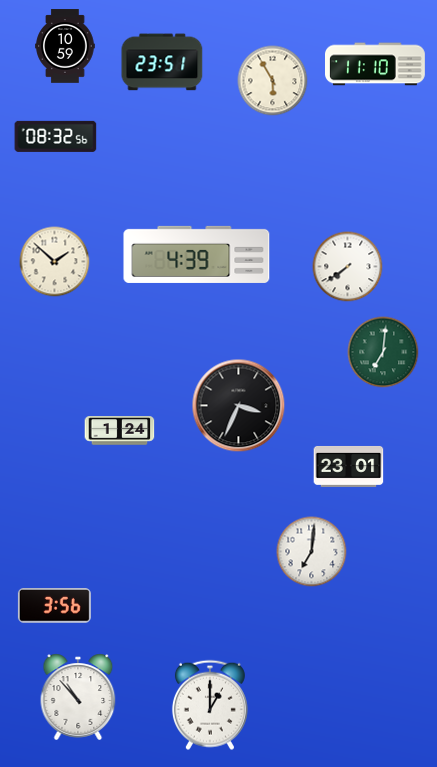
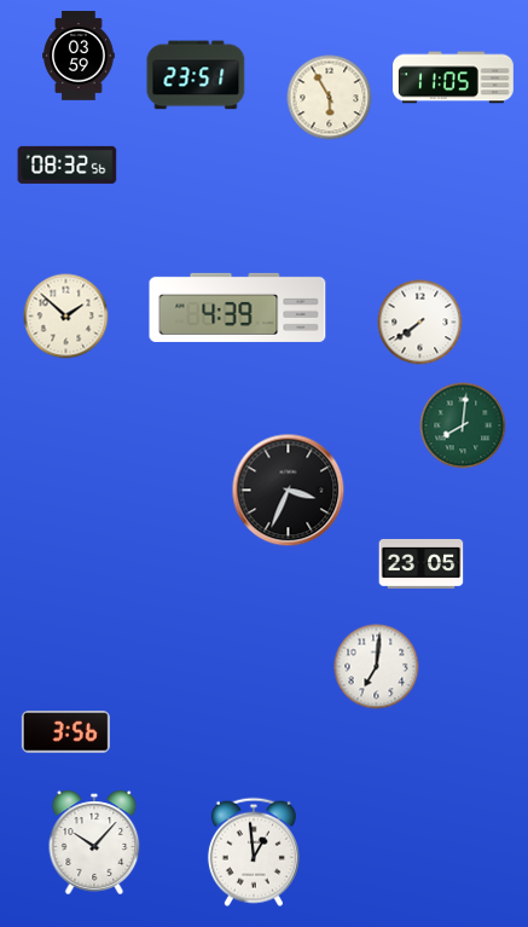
clock at (65, 46): 10:59 -> 03:59
clock at (376, 64): 11:10 -> 11:05
clock at (383, 352): 7:01 -> 8:01
clock at (120, 431): 1:24 -> none
clock at (349, 466): 23:01 -> 23:05
clock at (78, 697): 10:53 -> 10:07
clock at (210, 705): 1:00 -> 12:59
